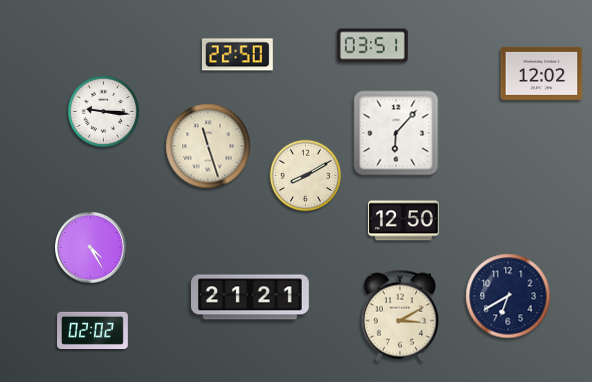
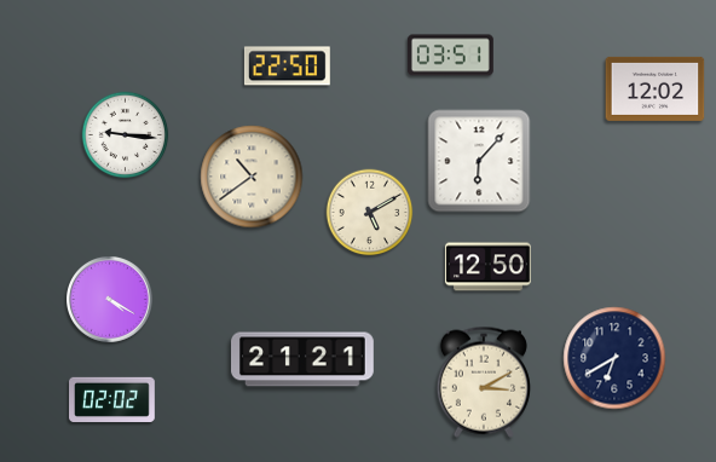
clock at (208, 146): 11:27 -> 10:39
clock at (306, 176): 8:10 -> 5:10
clock at (91, 248): 4:25 -> 4:20
